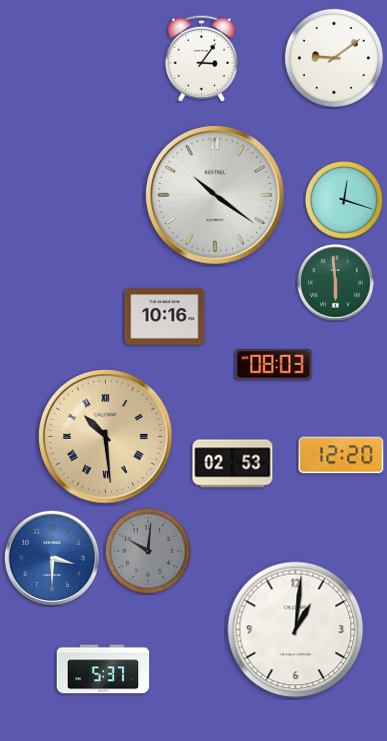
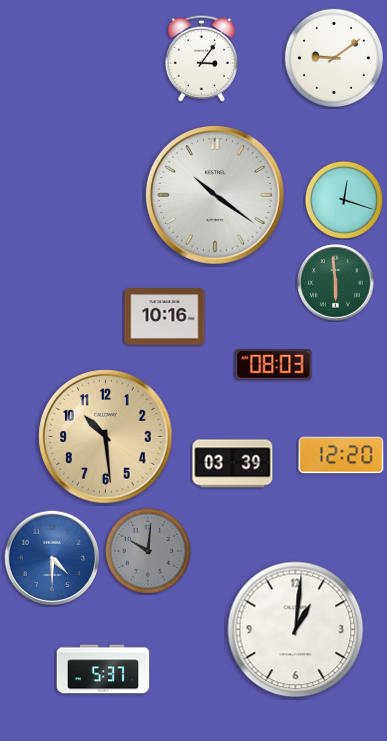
clock at (106, 437) numerals: Roman -> Arabic
clock at (233, 464): 02:53 -> 03:39
clock at (52, 558): 3:30 -> 4:30
